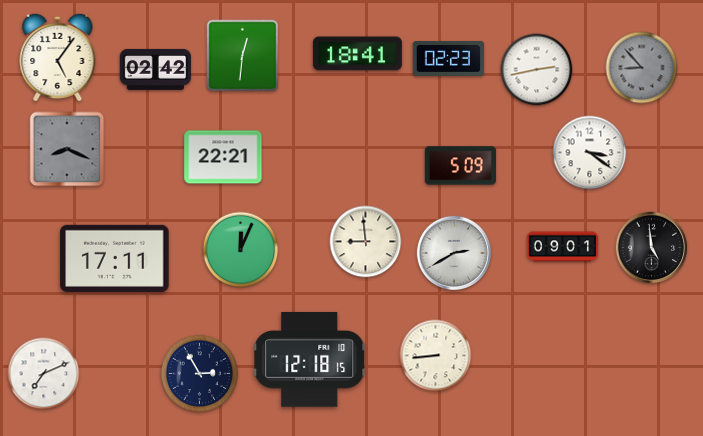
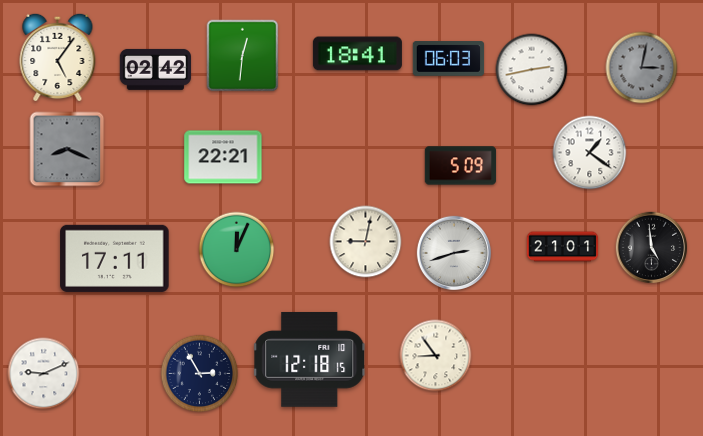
clock at (449, 59): 02:23 -> 06:03
clock at (642, 68): 8:53 -> 3:02
clock at (537, 70) position: (537, 70) -> (532, 70)
clock at (590, 153): 3:21 -> 1:21
clock at (366, 242): 8:59 -> 9:02
clock at (563, 247): 09:01 -> 21:01
clock at (241, 250) position: (241, 250) -> (237, 250)
clock at (453, 252): 2:40 -> 2:42
clock at (436, 356): 8:44 -> 8:54
clock at (44, 374): 7:11 -> 9:11
